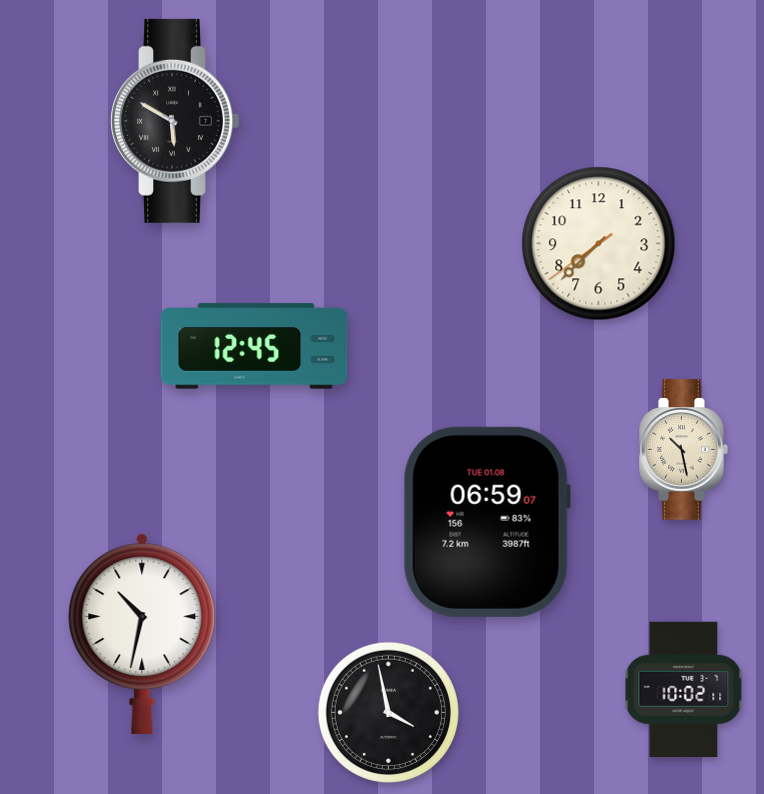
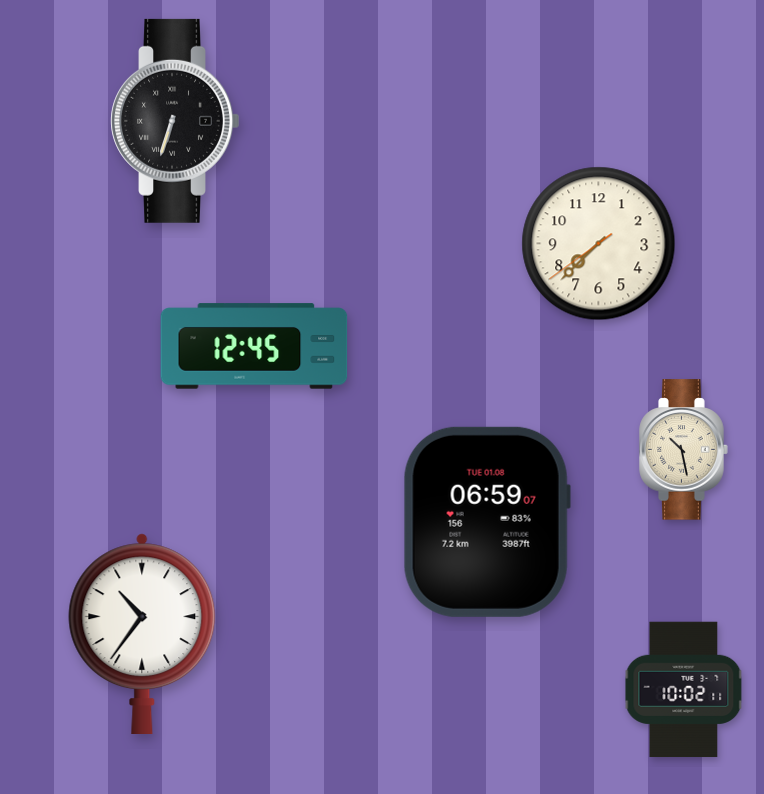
clock at (175, 121): 5:50 -> 6:33
clock at (142, 633): 10:32 -> 10:36
clock at (388, 712): 3:58 -> none
